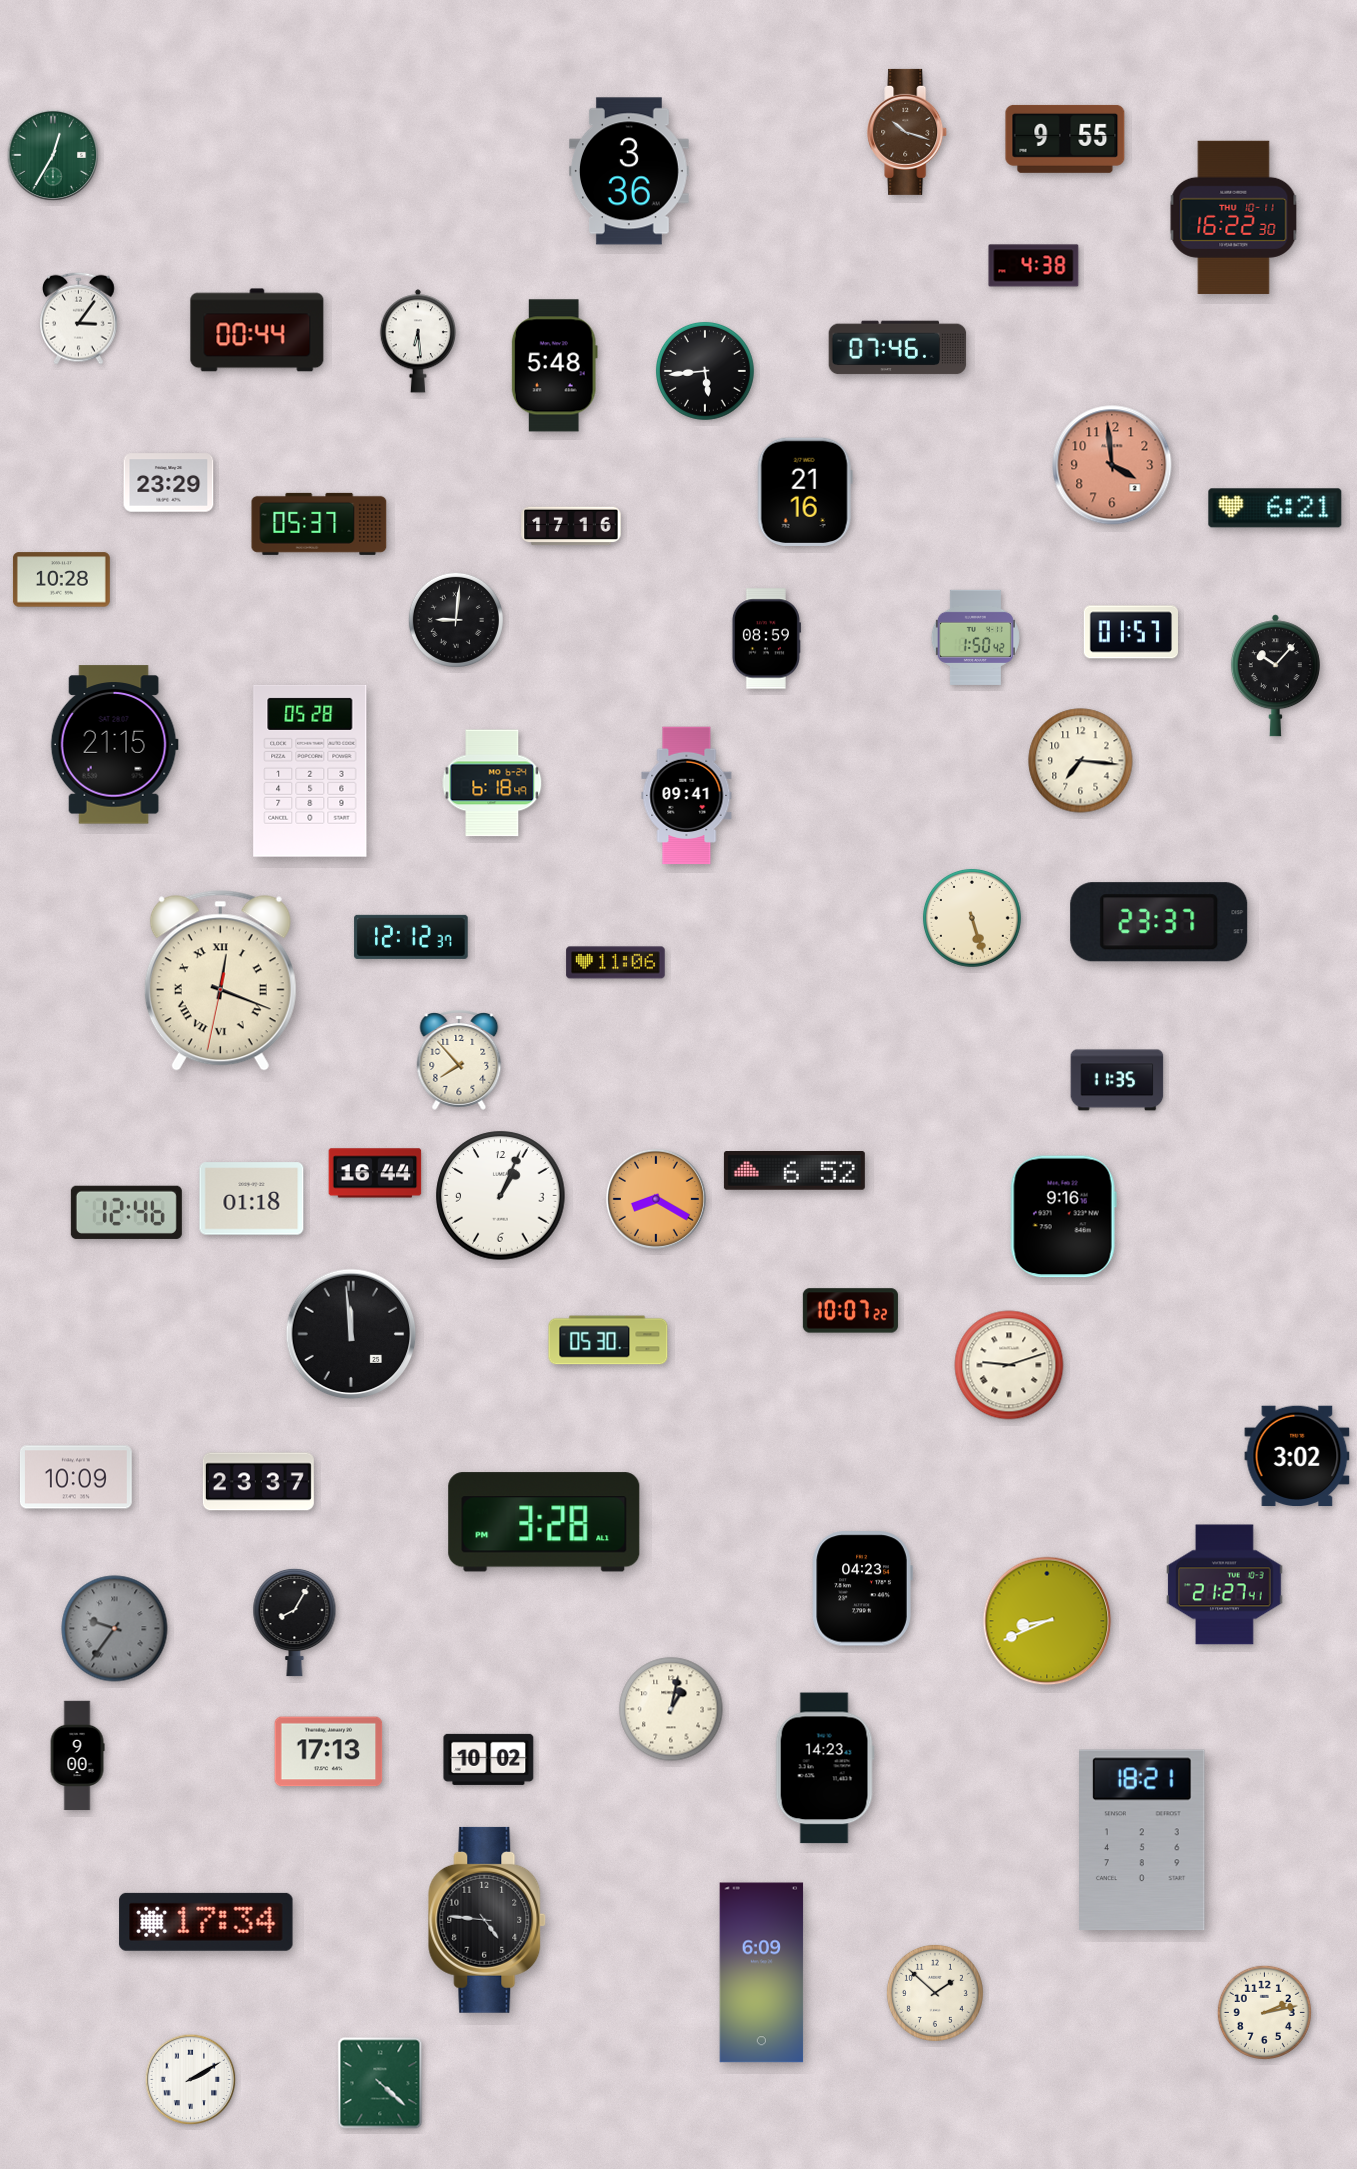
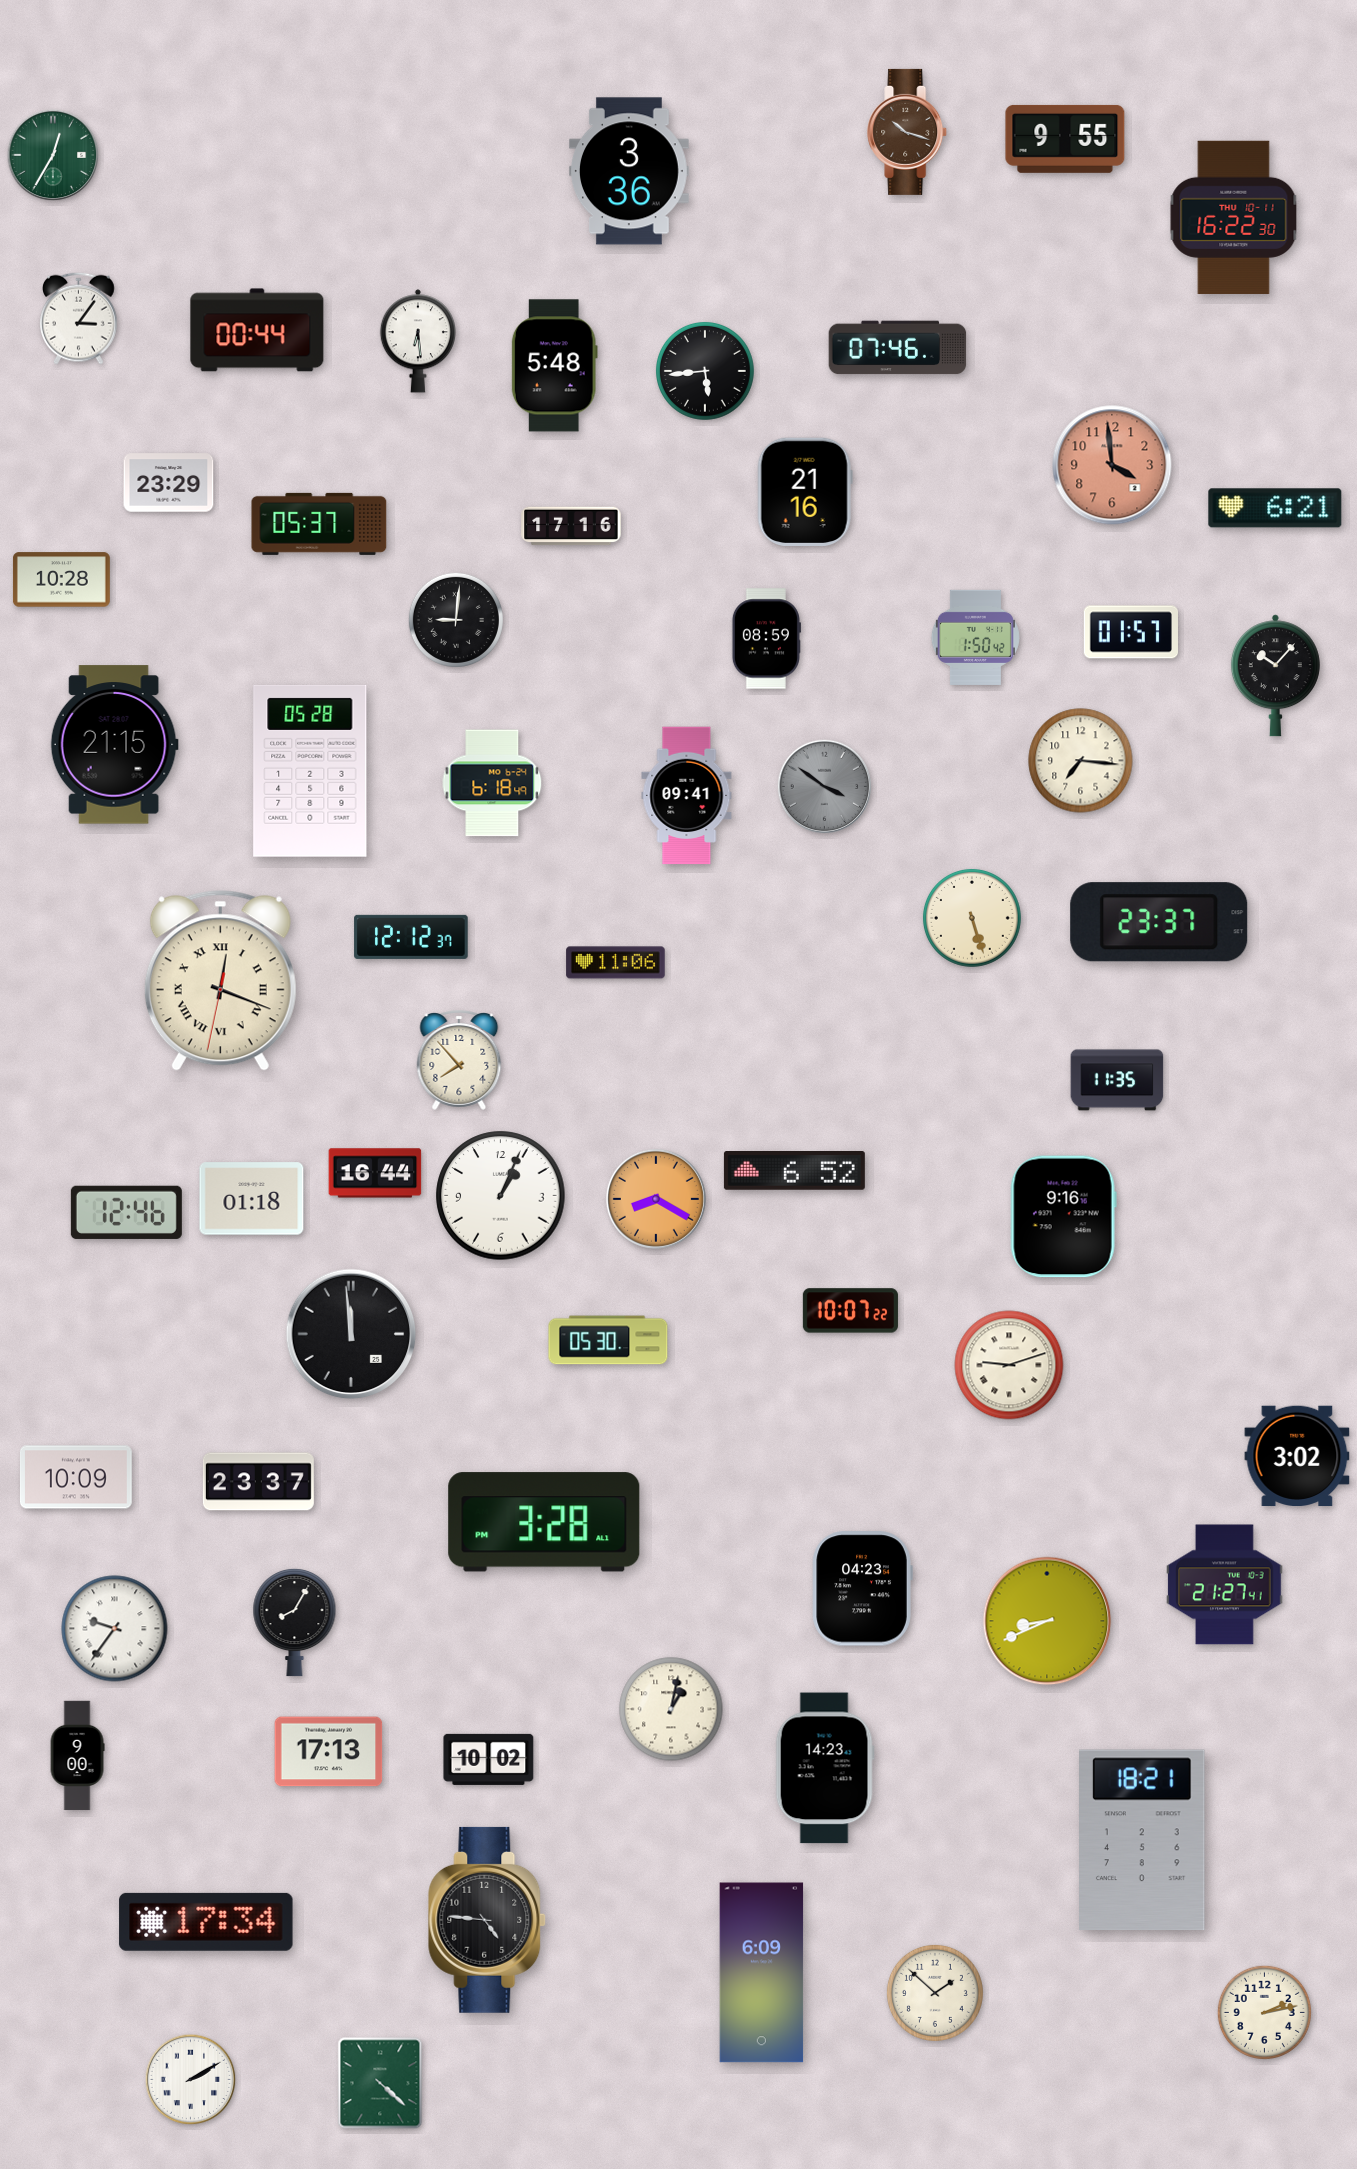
clock at (1034, 266): 4:38 -> none
clock at (825, 787): none -> 3:51
clock at (115, 1629) dial: grey -> white
